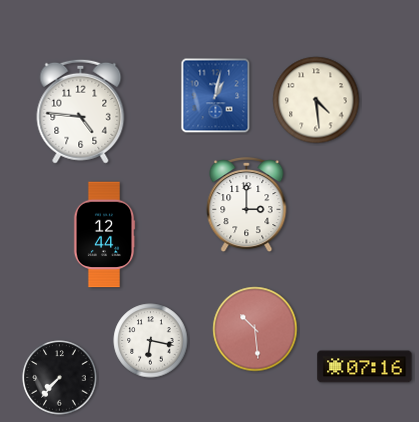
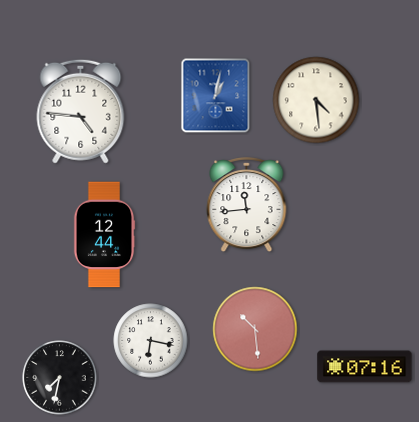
clock at (247, 205): 3:00 -> 11:44
clock at (60, 378): 7:37 -> 7:32
